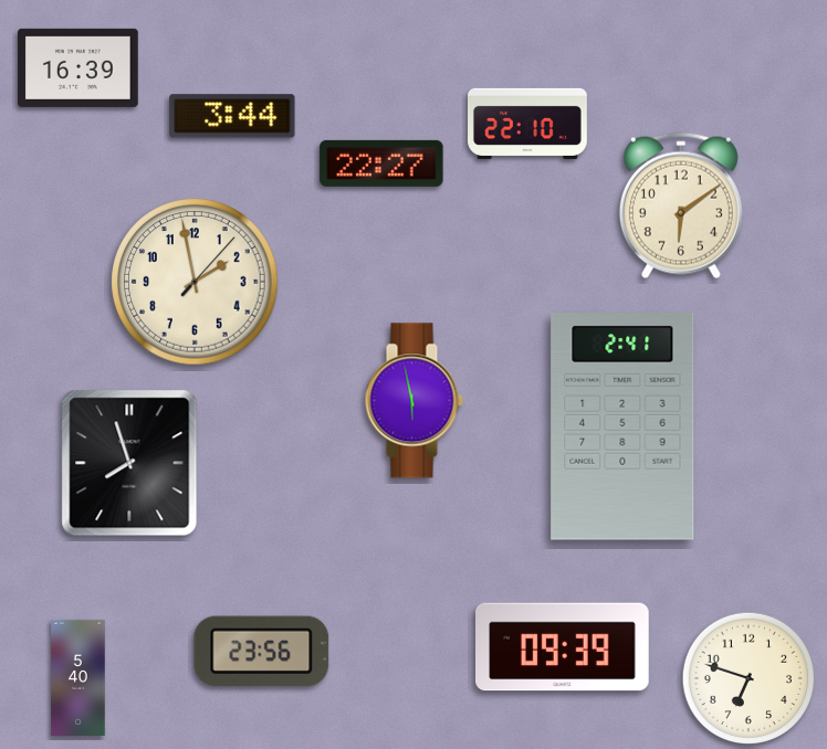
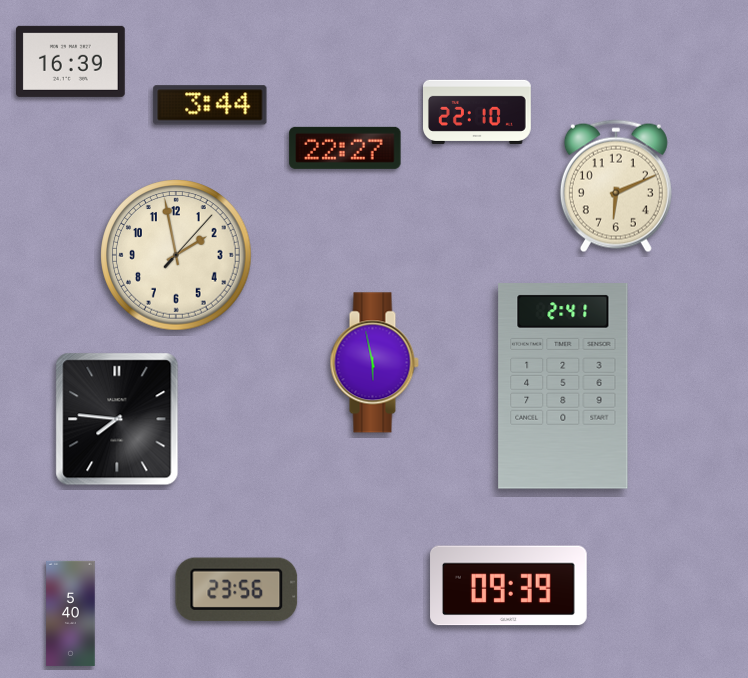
clock at (681, 205): 6:09 -> 6:11
clock at (129, 463): 7:57 -> 7:46
clock at (749, 678): 6:48 -> none
